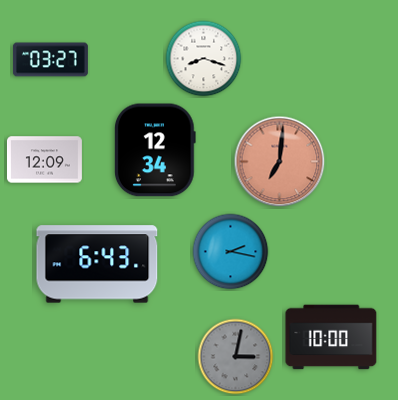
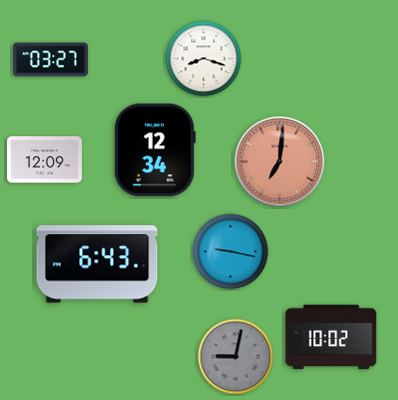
clock at (231, 252): 2:17 -> 9:17
clock at (331, 337): 10:00 -> 10:02
clock at (236, 357): 3:02 -> 9:02
